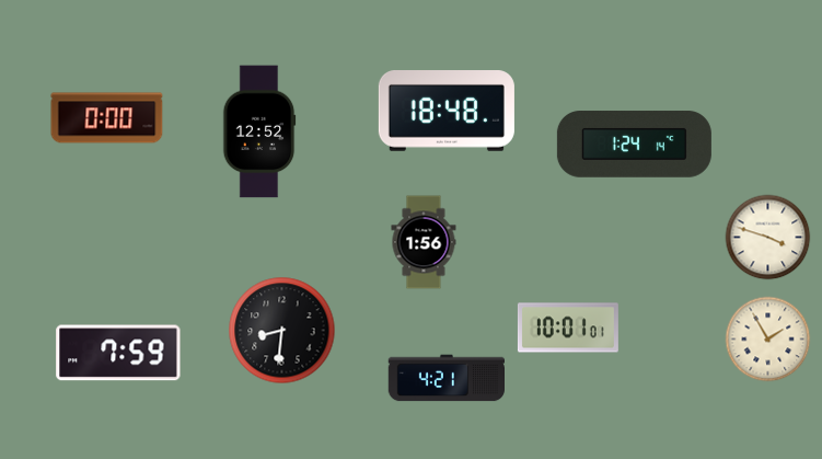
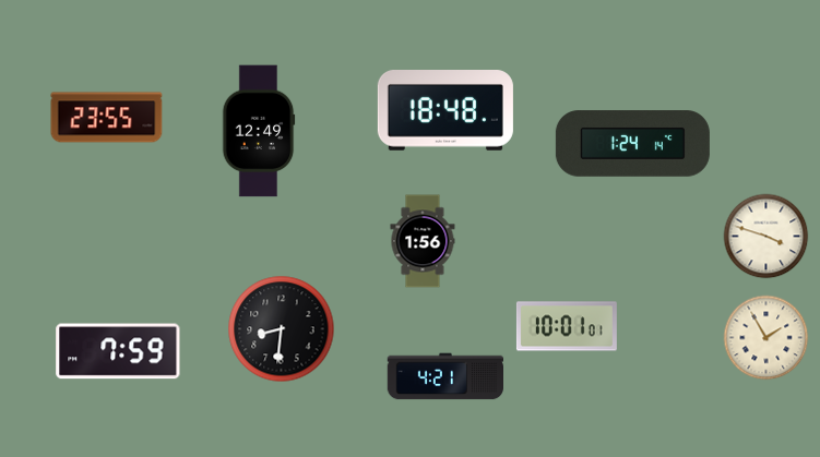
clock at (107, 118): 0:00 -> 23:55
clock at (259, 131): 12:52 -> 12:49
